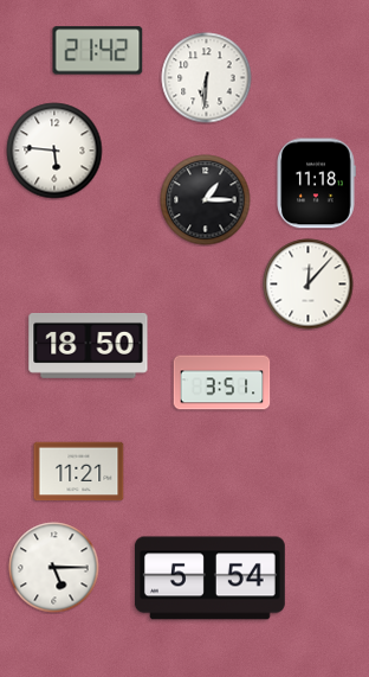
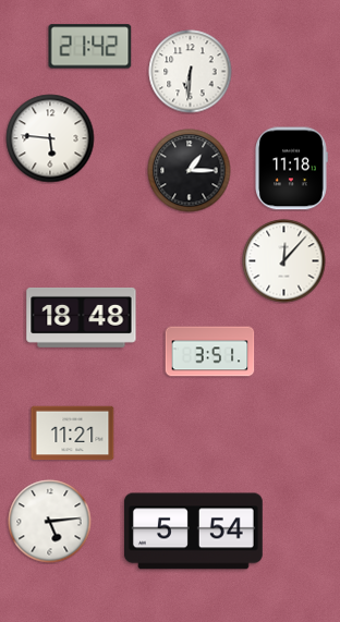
clock at (206, 200) position: (206, 200) -> (190, 171)
clock at (89, 345): 18:50 -> 18:48
clock at (222, 383) position: (222, 383) -> (210, 352)
clock at (54, 568): 5:15 -> 5:14
